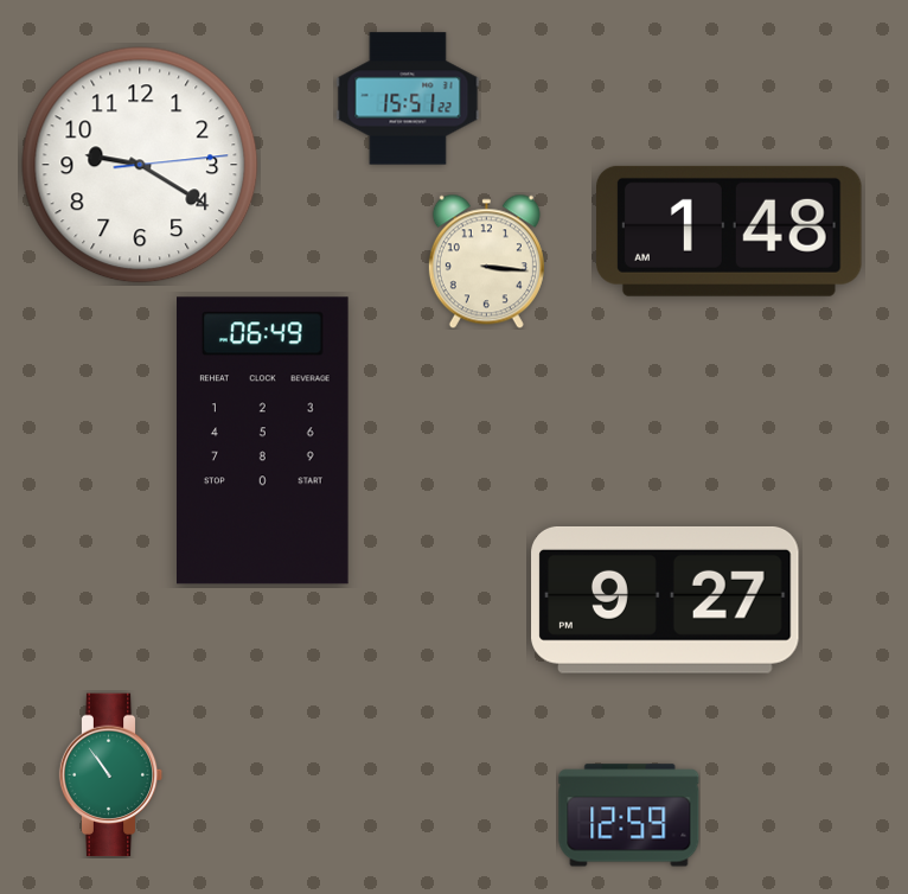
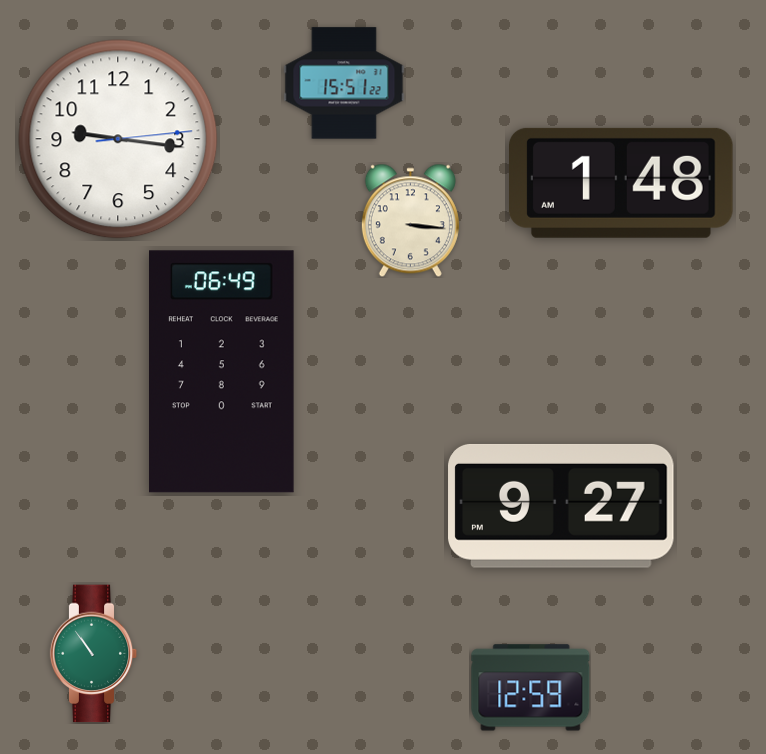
clock at (140, 165): 9:20 -> 9:16
clock at (730, 231) position: (730, 231) -> (622, 183)
